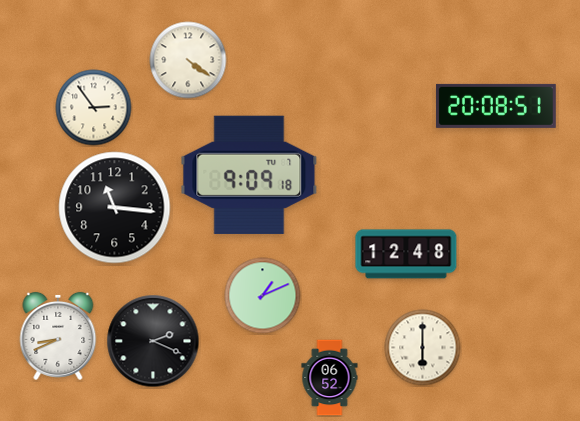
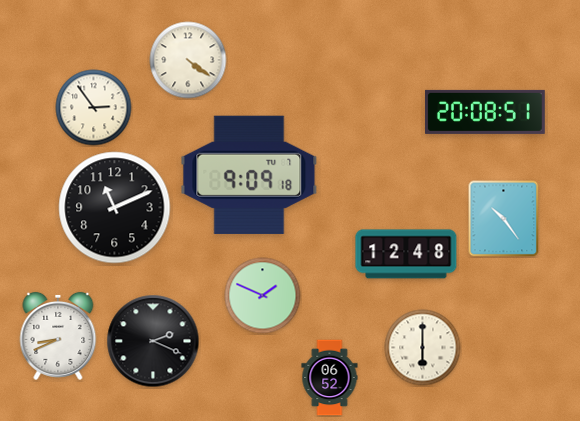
clock at (497, 106) position: (497, 106) -> (486, 112)
clock at (115, 208): 11:16 -> 11:11
clock at (504, 219): none -> 10:24
clock at (263, 296): 1:11 -> 1:49
